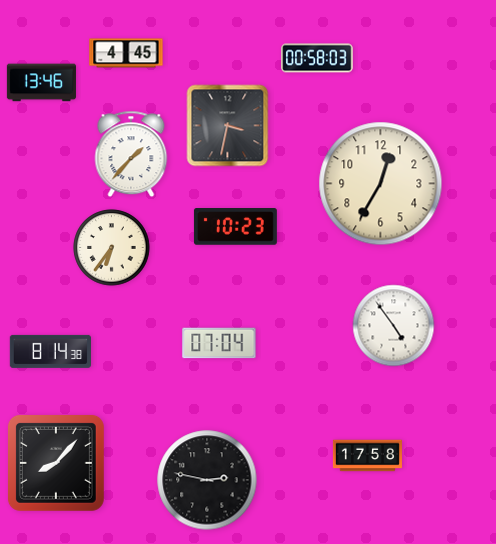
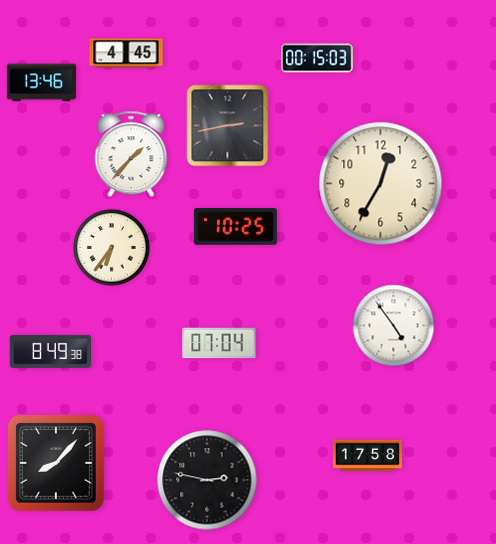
clock at (317, 58): 00:58 -> 00:15
clock at (228, 126): 3:32 -> 2:43
clock at (235, 227): 10:23 -> 10:25
clock at (50, 351): 8:14 -> 8:49
